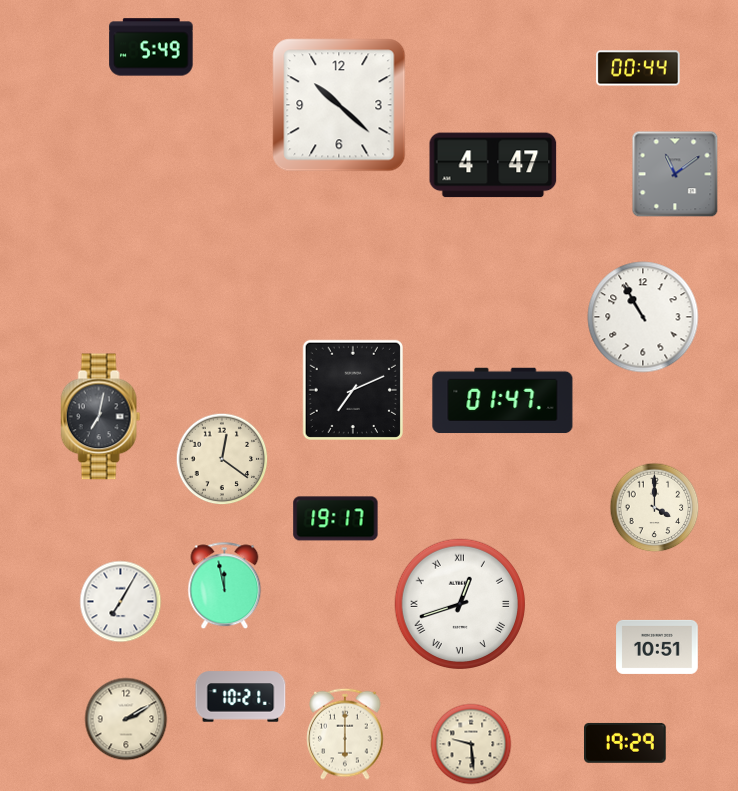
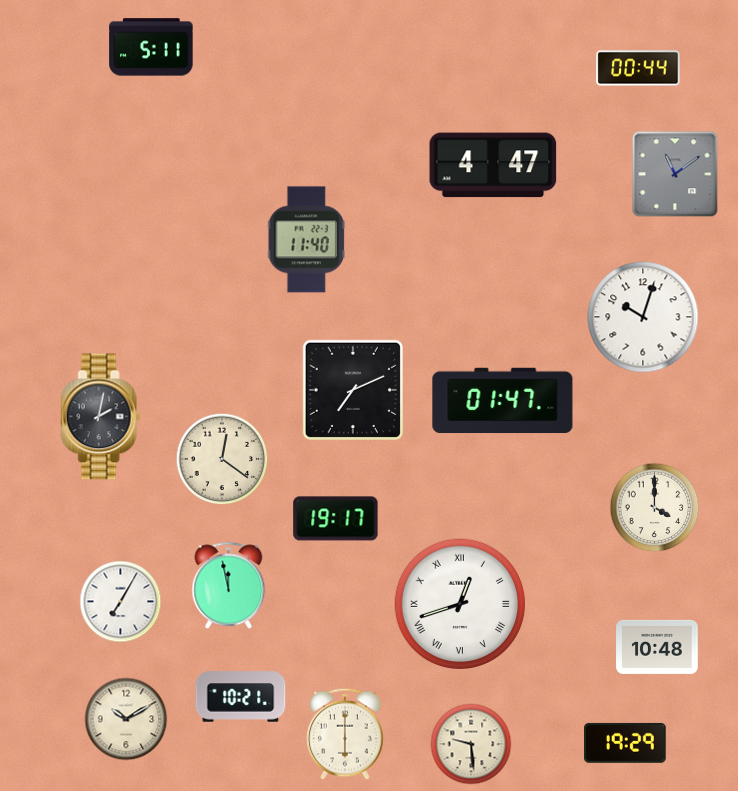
clock at (151, 47): 5:49 -> 5:11
clock at (339, 105): 10:22 -> none
clock at (306, 240): none -> 11:40
clock at (643, 317): 10:55 -> 10:03
clock at (101, 417): 7:02 -> 2:02
clock at (225, 586) position: (225, 586) -> (229, 586)
clock at (657, 647): 10:51 -> 10:48
clock at (126, 719): 2:10 -> 10:10
